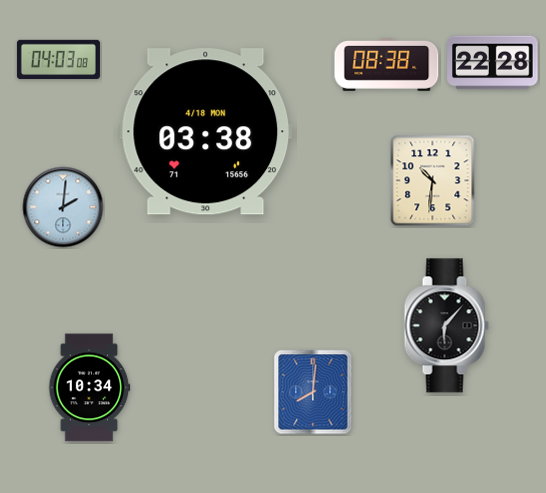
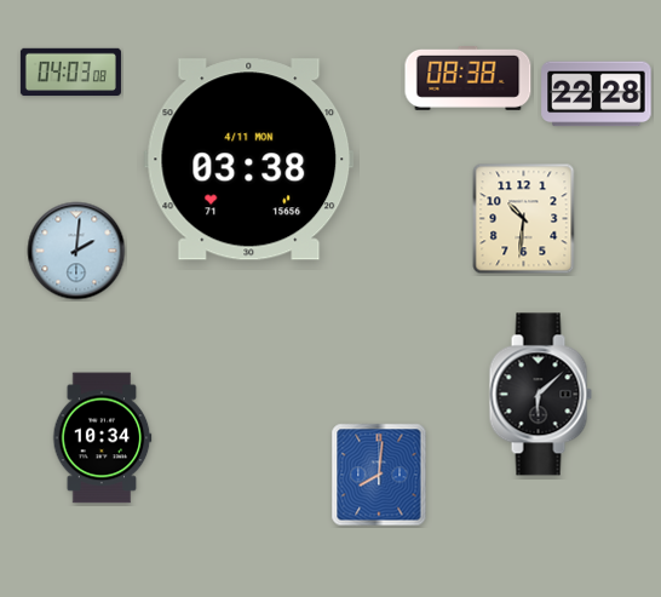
clock at (493, 63) position: (493, 63) -> (597, 94)
clock at (206, 132) date: 4/18 MON -> 4/11 MON
clock at (446, 326): 6:07 -> 6:08
clock at (89, 388) position: (89, 388) -> (102, 438)
